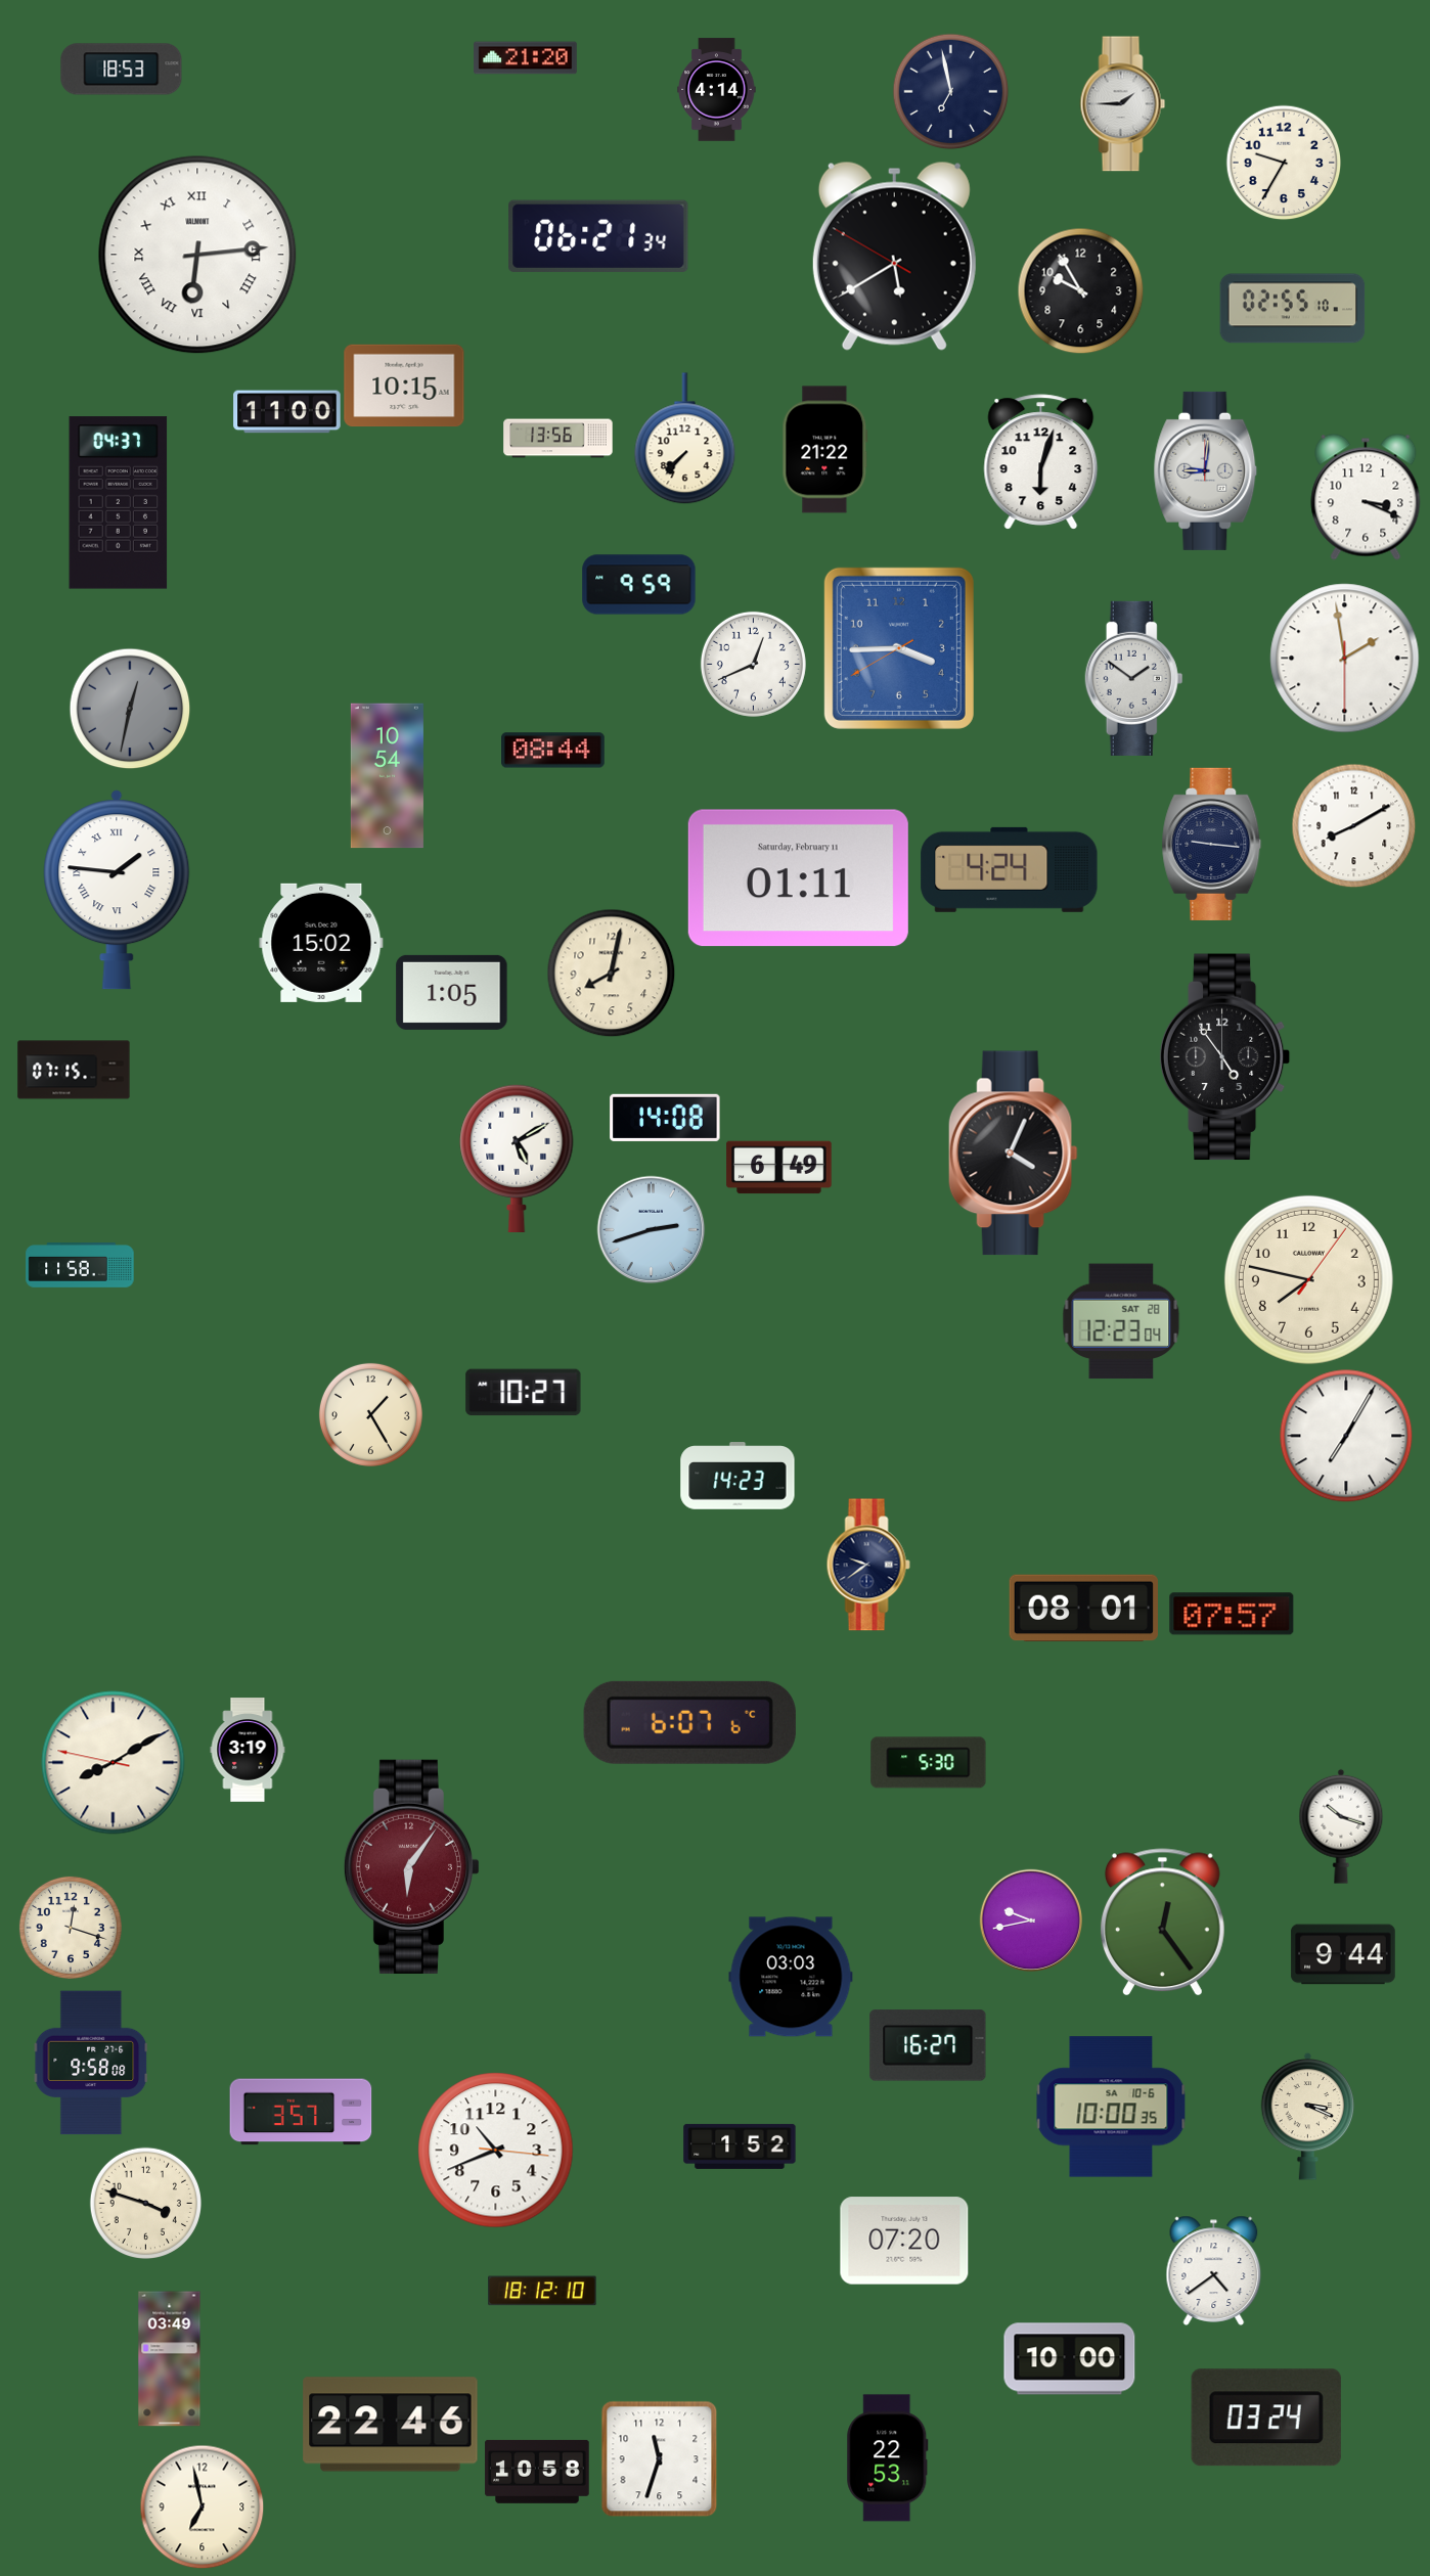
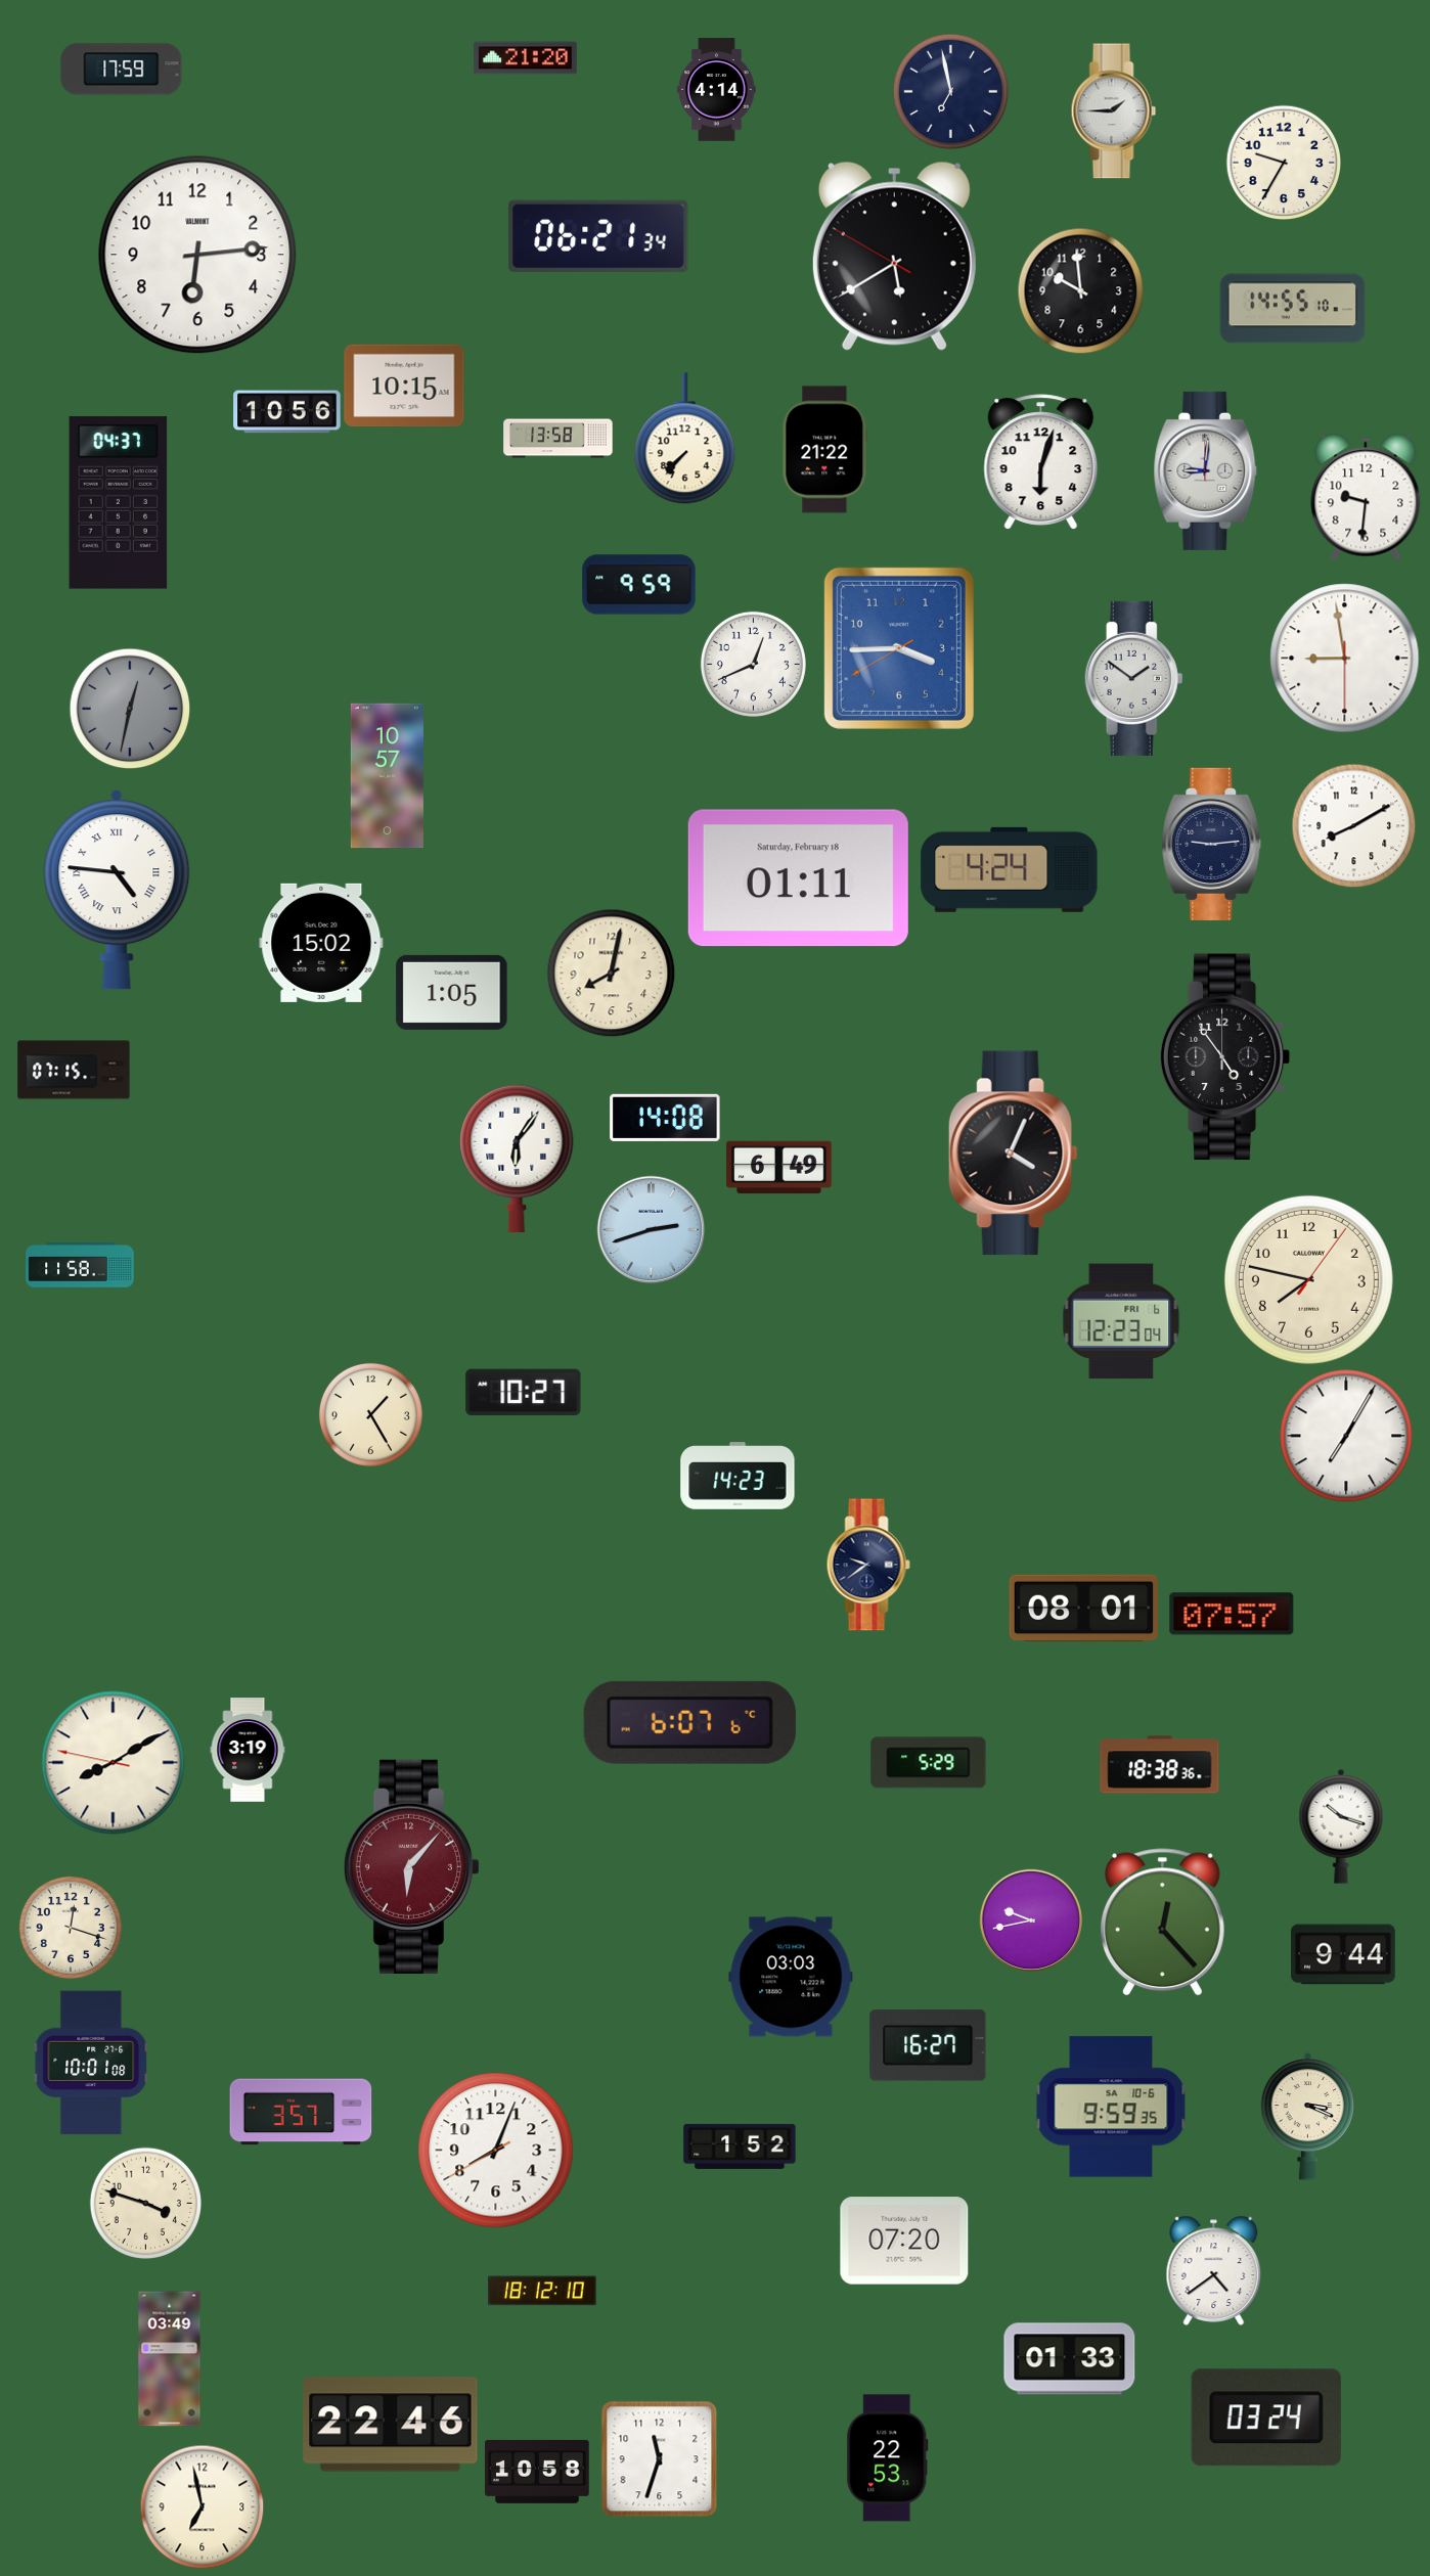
clock at (122, 70): 18:53 -> 17:59
clock at (1123, 104) position: (1123, 104) -> (1114, 111)
clock at (197, 255) numerals: Roman -> Arabic
clock at (1080, 290): 9:55 -> 9:59
clock at (1293, 309): 02:55 -> 14:55
clock at (287, 412): 11:00 -> 10:56
clock at (558, 439): 13:56 -> 13:58
clock at (1366, 497): 3:19 -> 9:31
clock at (1345, 659): 1:58 -> 8:58
clock at (553, 751): 08:44 -> none
clock at (387, 776): 10:54 -> 10:57
clock at (1212, 844): 9:16 -> 9:14
clock at (798, 878) date: Saturday, February 11 -> Saturday, February 18
clock at (117, 890): 1:46 -> 4:46
clock at (517, 1158): 5:10 -> 6:06
clock at (1121, 1321) date: SAT 28 -> FRI 6
clock at (929, 1763): 5:30 -> 5:29
clock at (1160, 1765): none -> 18:38
clock at (411, 1866): 6:06 -> 6:07
clock at (1162, 1923): 12:24 -> 12:23
clock at (91, 2063): 9:58 -> 10:01
clock at (1111, 2107): 10:00 -> 9:59
clock at (496, 2151): 10:41 -> 8:03
clock at (1070, 2359): 10:00 -> 01:33
